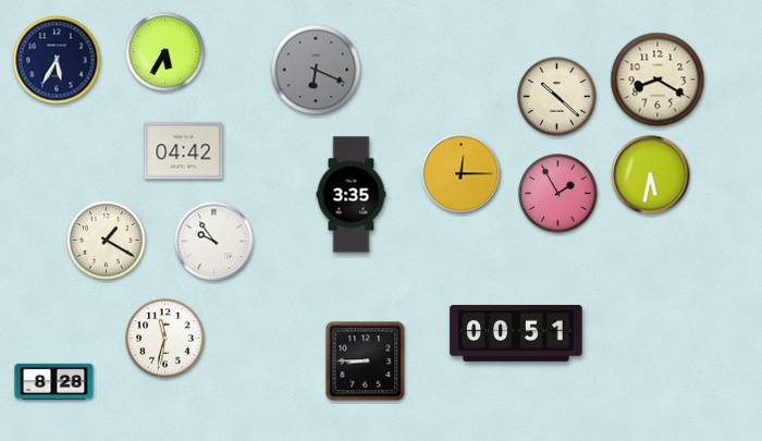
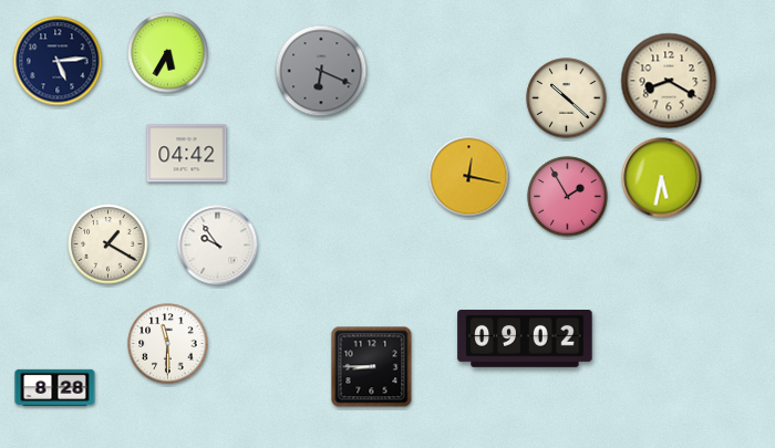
clock at (57, 60): 5:35 -> 5:14
clock at (462, 174): 12:15 -> 12:17
clock at (352, 195): 3:35 -> none
clock at (516, 334): 00:51 -> 09:02
clock at (165, 339): 11:32 -> 11:30
